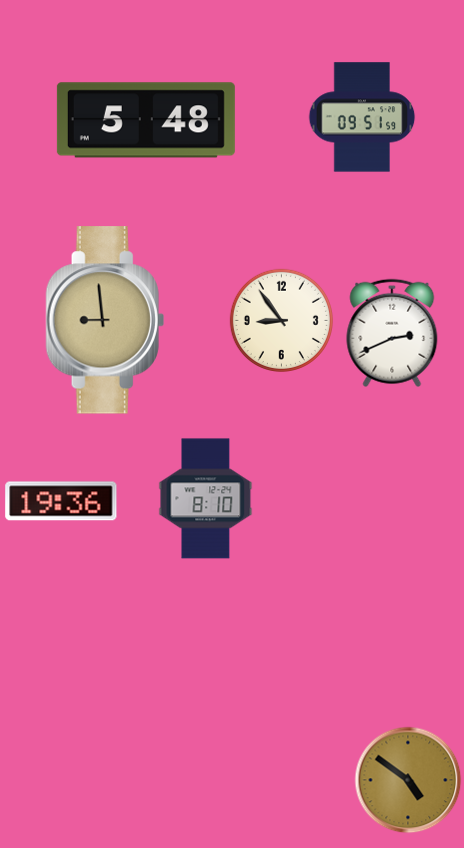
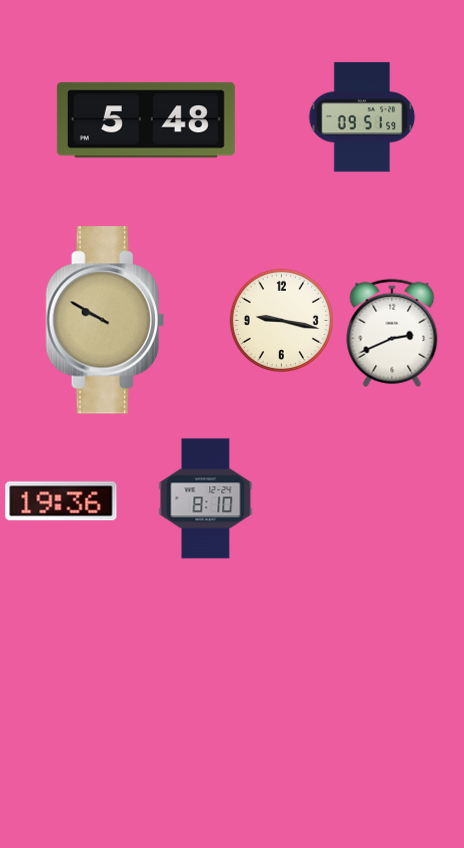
clock at (105, 320): 8:59 -> 9:50
clock at (281, 320): 8:54 -> 9:17
clock at (408, 780): 4:51 -> none
